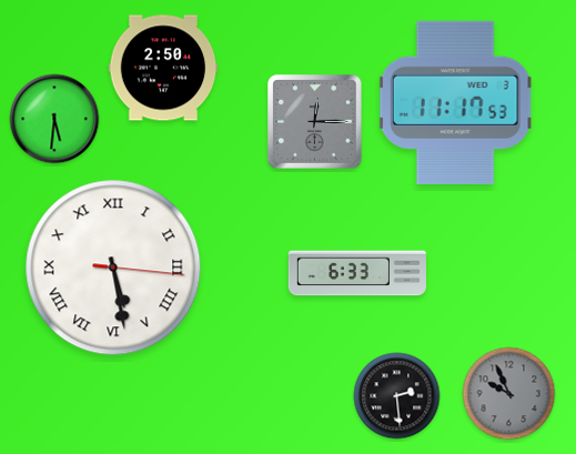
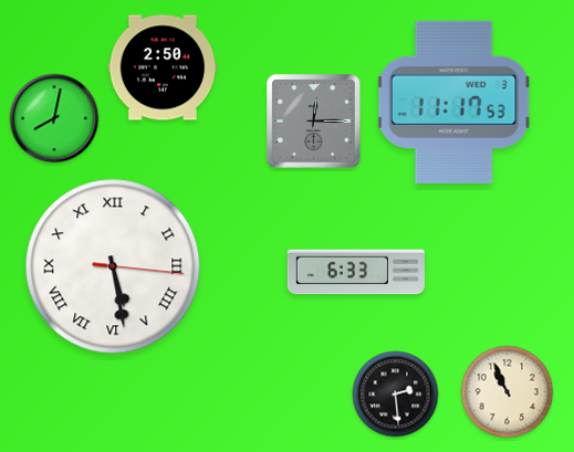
clock at (54, 119): 5:31 -> 8:02
clock at (509, 394): 9:56 -> 10:56
clock at (509, 394) dial: grey -> cream
